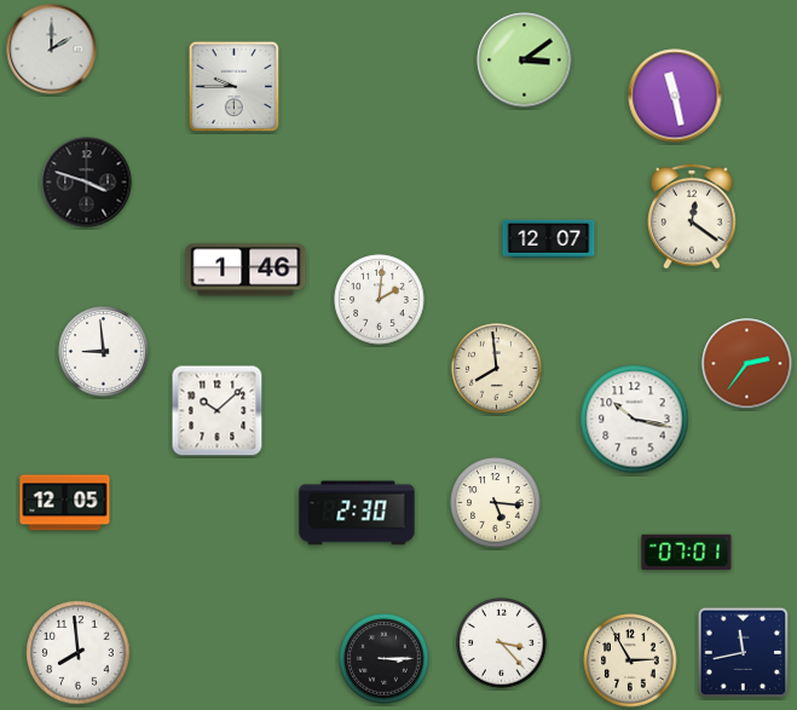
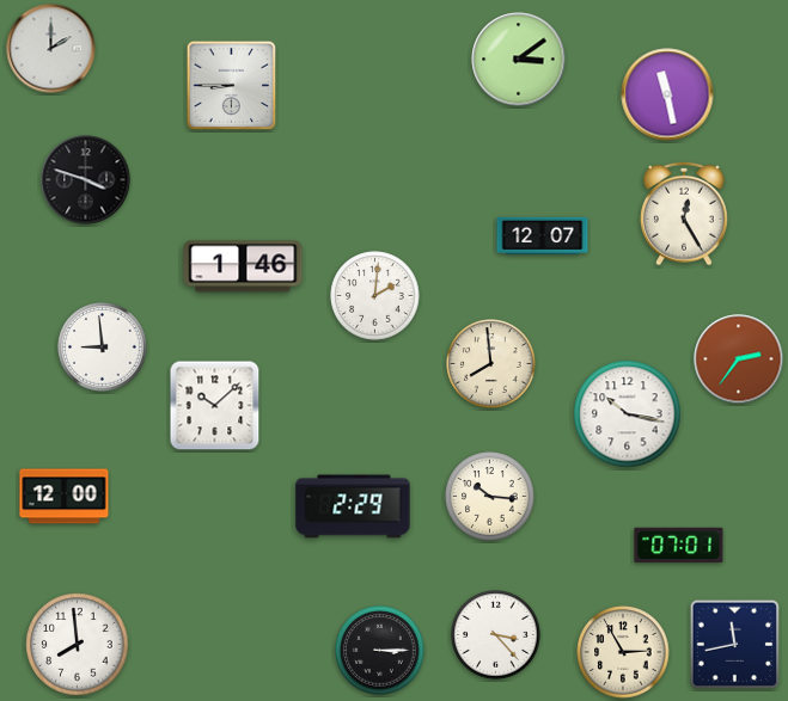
clock at (235, 87): 9:45 -> 8:45
clock at (693, 217): 12:21 -> 12:25
clock at (65, 503): 12:05 -> 12:00
clock at (496, 503): 5:16 -> 10:16
clock at (357, 513): 2:30 -> 2:29
